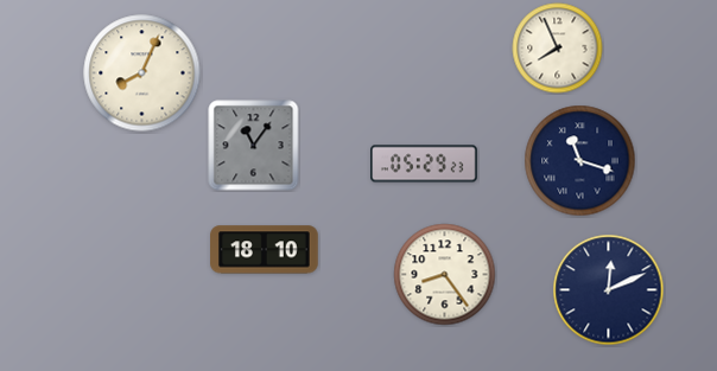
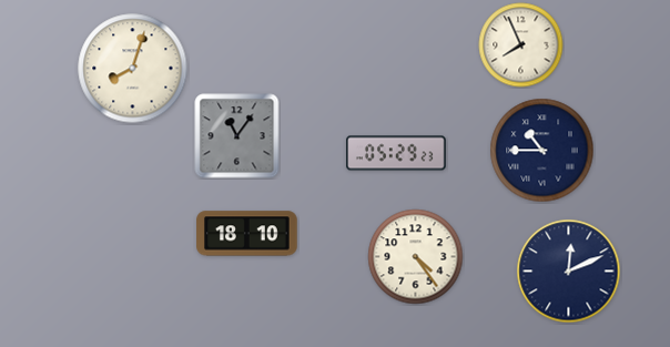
clock at (142, 73): 8:04 -> 8:03
clock at (580, 161): 11:18 -> 10:45
clock at (445, 275): 8:24 -> 4:24
